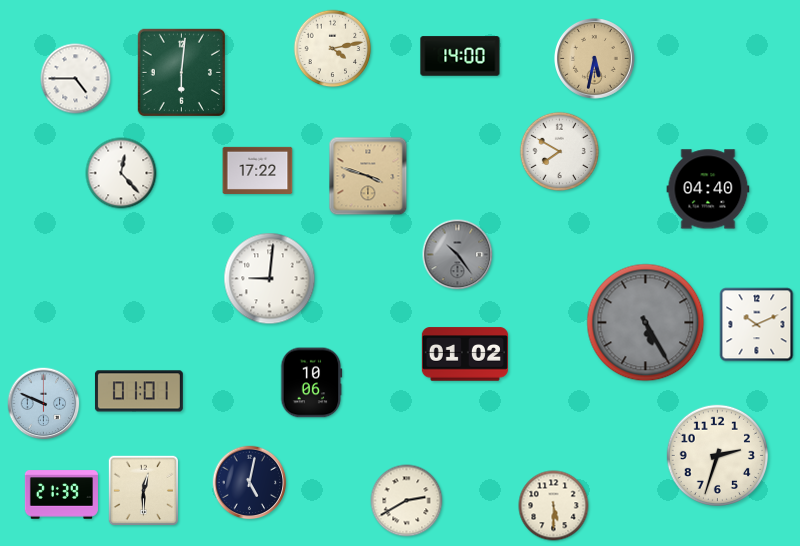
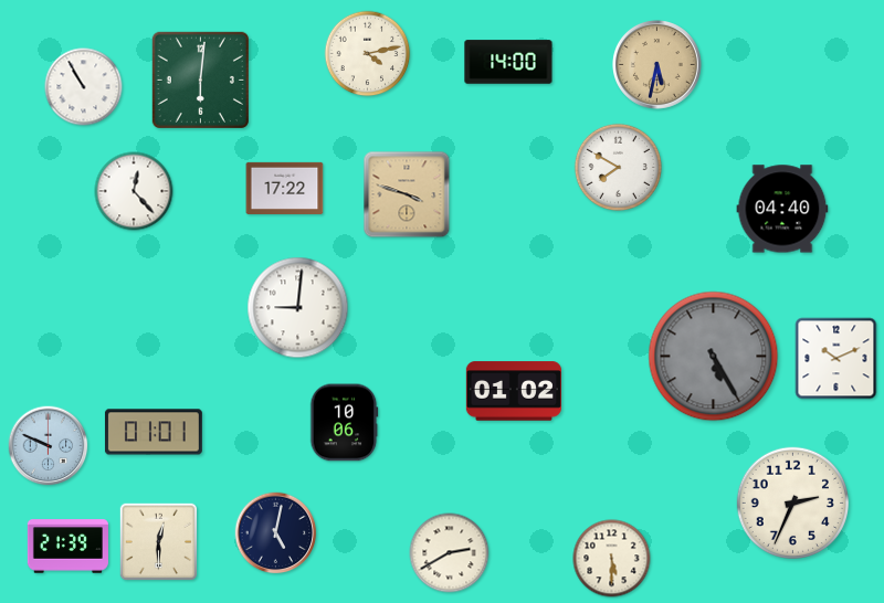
clock at (76, 79): 4:45 -> 10:55
clock at (458, 255): 10:24 -> none
clock at (717, 455): 2:33 -> 2:34
